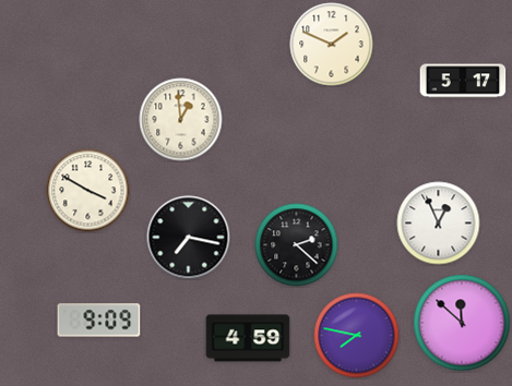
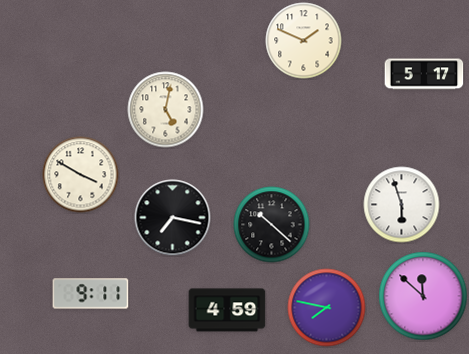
clock at (181, 120): 12:59 -> 5:02
clock at (439, 224): 12:56 -> 5:57
clock at (297, 245): 2:22 -> 10:22
clock at (99, 321): 9:09 -> 9:11
